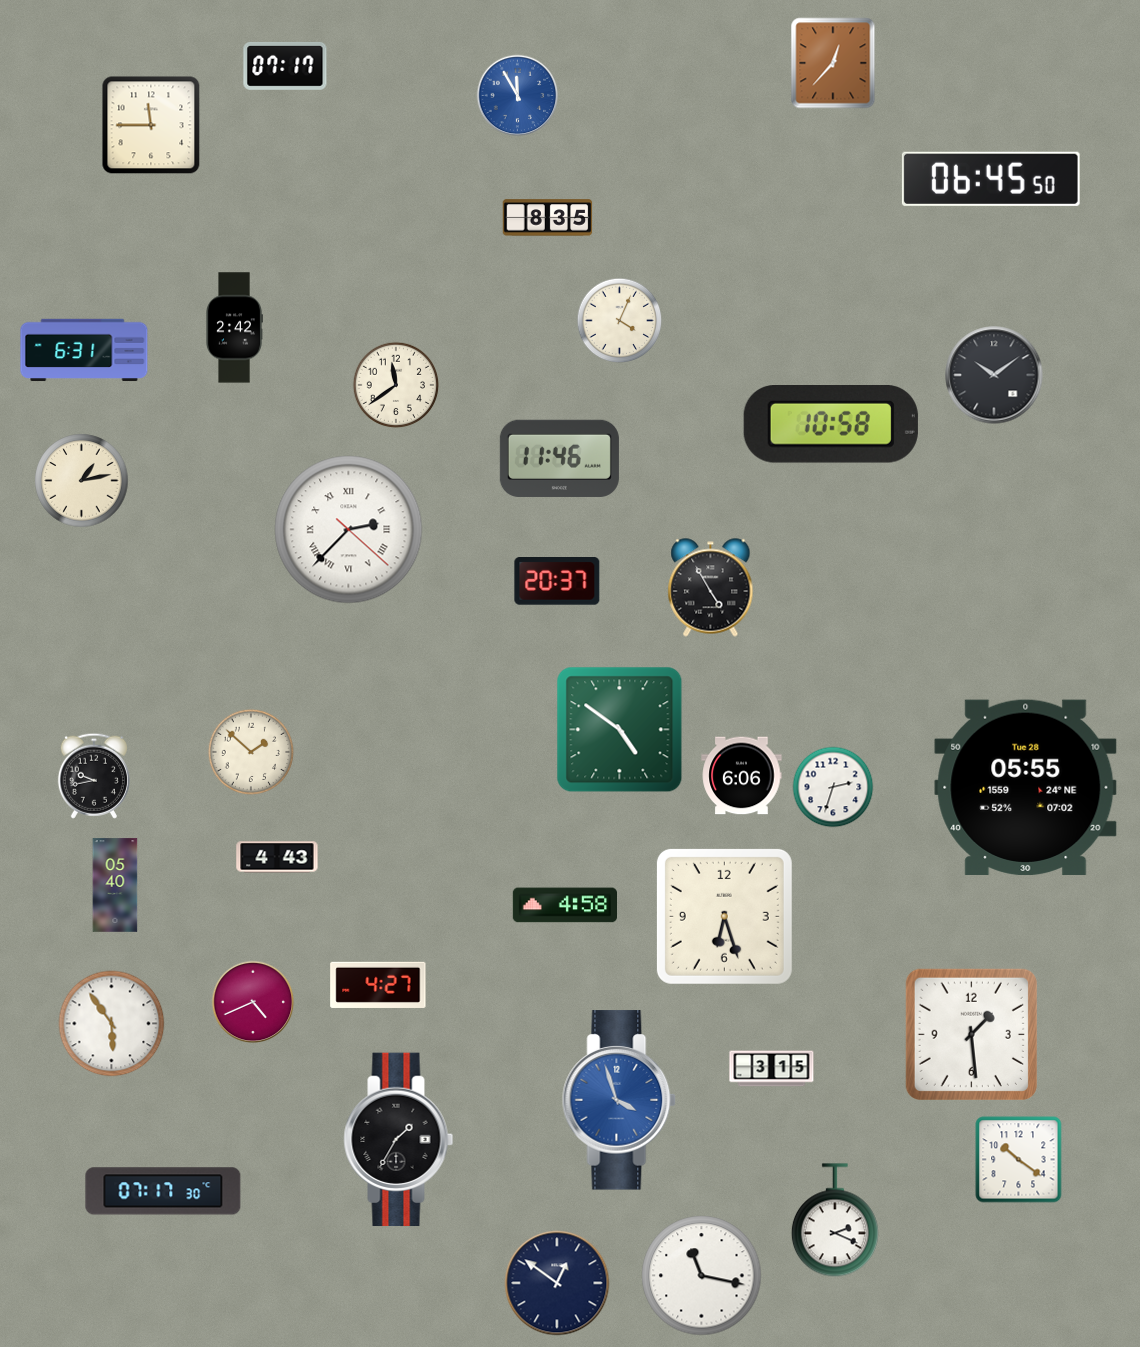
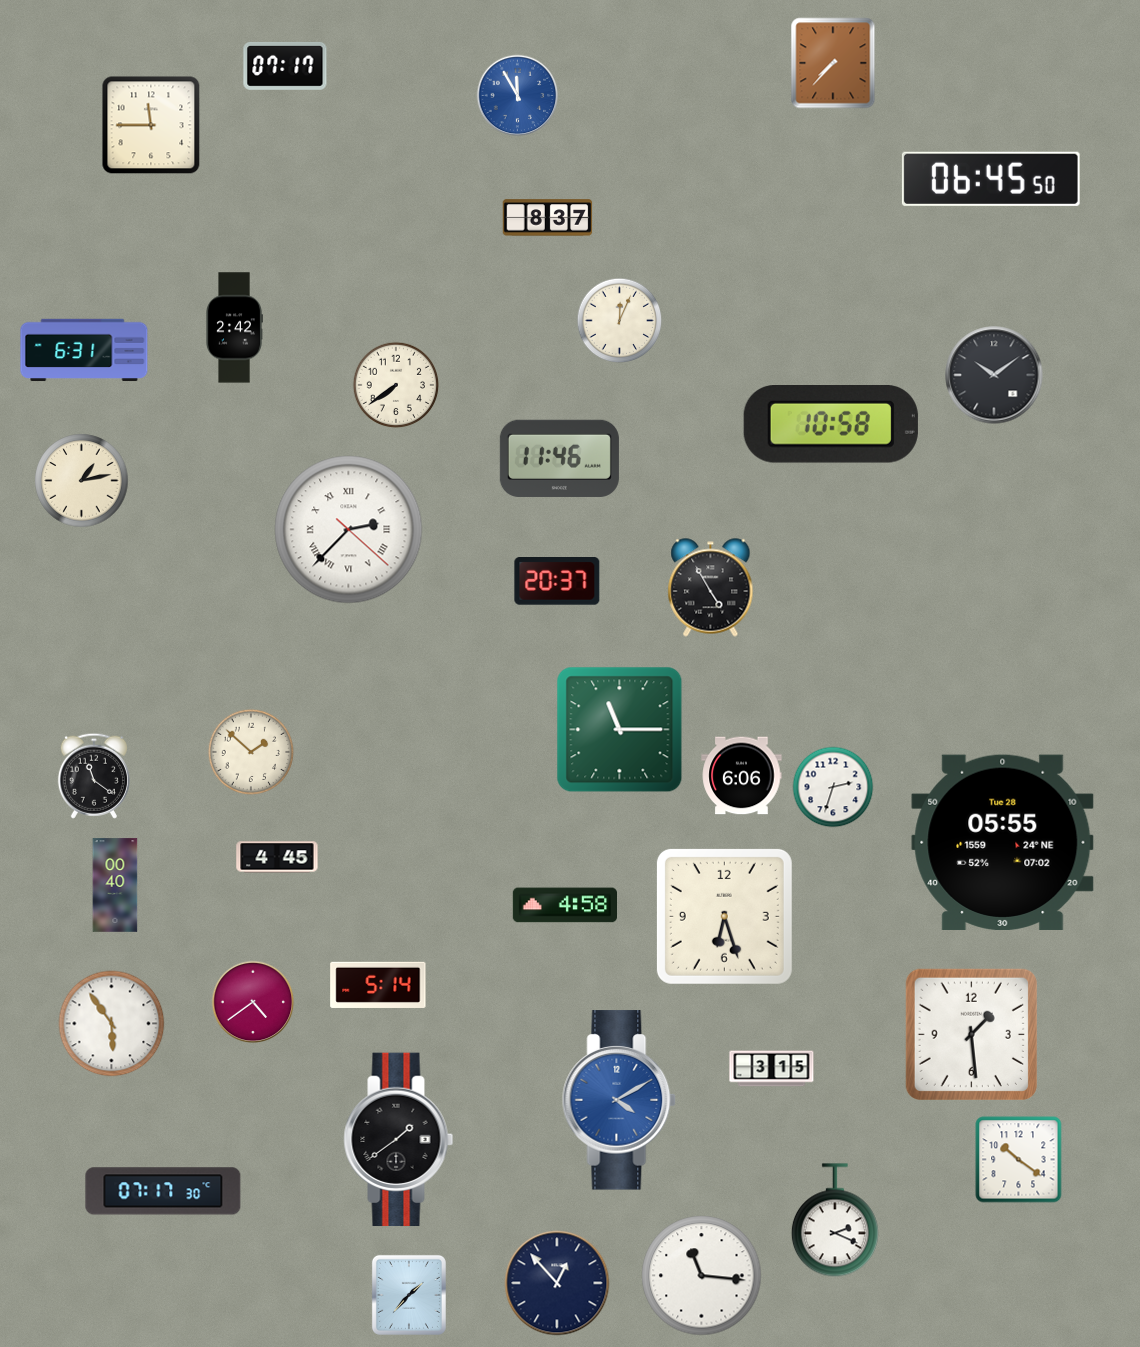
clock at (833, 63): 12:37 -> 7:37
clock at (548, 218): 8:35 -> 8:37
clock at (620, 321): 4:04 -> 12:04
clock at (396, 385): 11:39 -> 7:39
clock at (620, 730): 4:51 -> 11:15
clock at (94, 776): 9:43 -> 11:21
clock at (1026, 787) position: (1026, 787) -> (1003, 842)
clock at (277, 857): 4:43 -> 4:45
clock at (115, 885): 05:40 -> 00:40
clock at (378, 985): 4:27 -> 5:14
clock at (253, 1002): 4:41 -> 4:39
clock at (619, 1100): 3:57 -> 4:10
clock at (399, 1140): 1:35 -> 1:39
clock at (702, 1276): 11:17 -> 11:16
clock at (557, 1283): 12:51 -> 12:53
clock at (409, 1295): none -> 1:37
